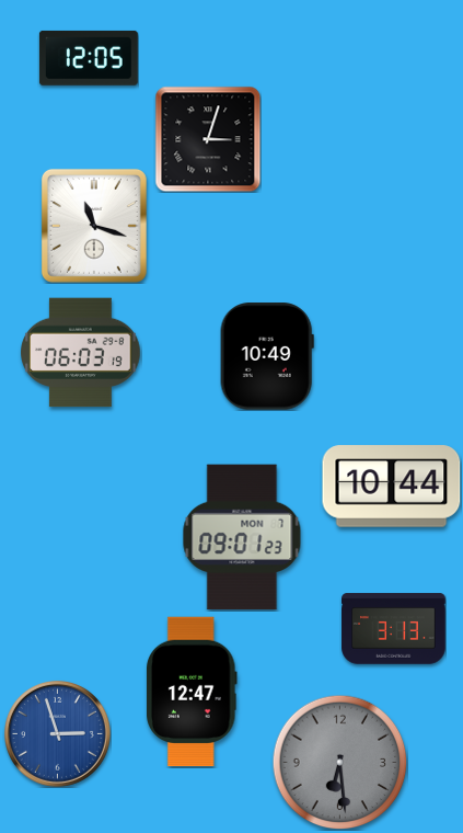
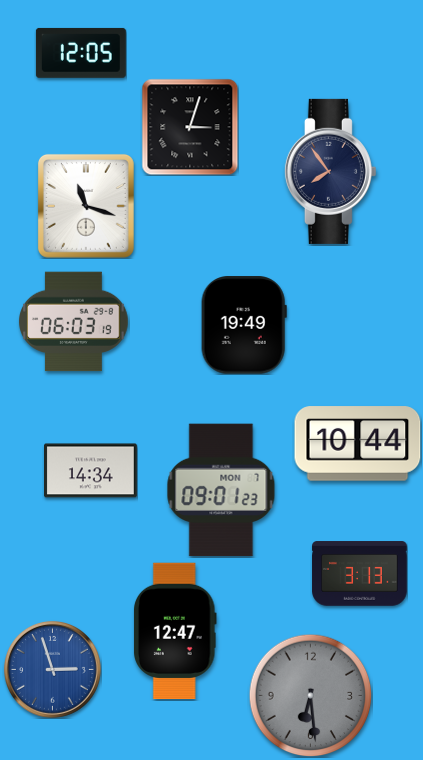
clock at (330, 171): none -> 7:54
clock at (267, 356): 10:49 -> 19:49
clock at (91, 471): none -> 14:34
